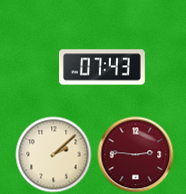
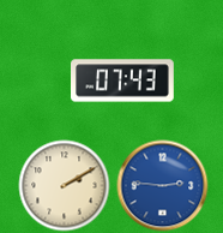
clock at (54, 155): 2:08 -> 2:10
clock at (136, 155) dial: burgundy -> blue
